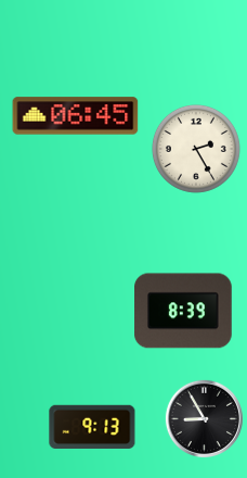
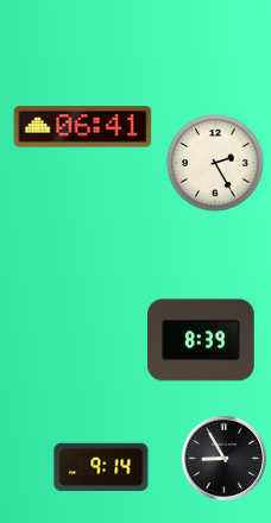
clock at (76, 116): 06:45 -> 06:41
clock at (92, 426): 9:13 -> 9:14
